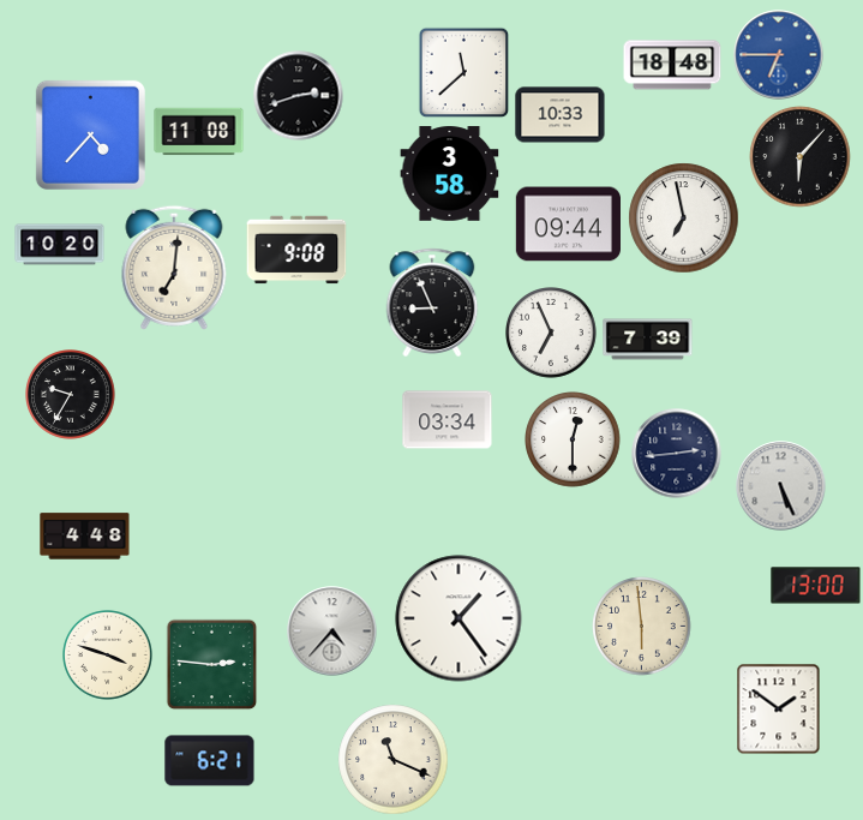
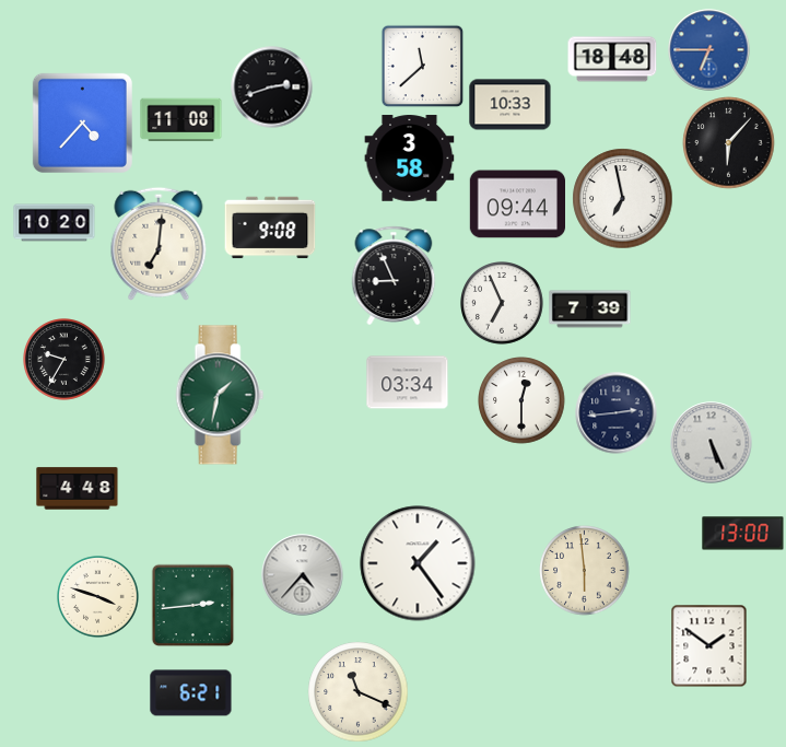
clock at (220, 395): none -> 1:32
clock at (212, 665): 2:46 -> 2:44
